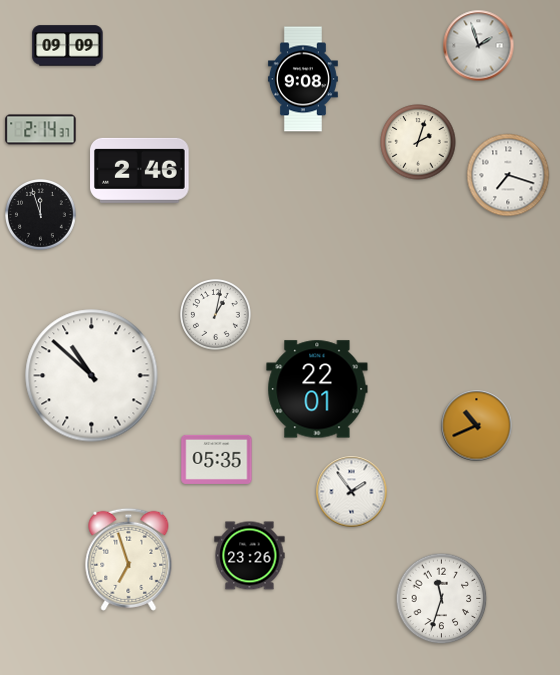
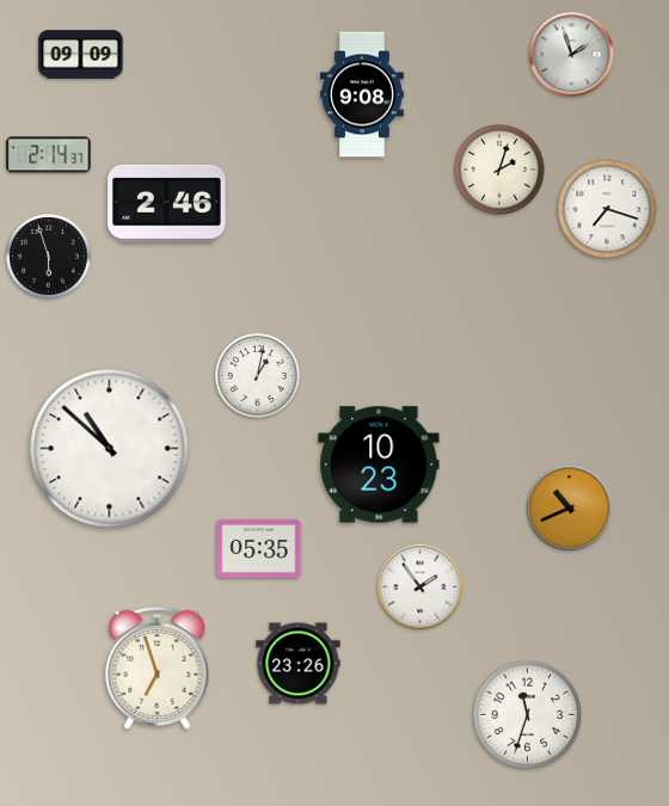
clock at (41, 215): 11:57 -> 5:57
clock at (317, 389): 22:01 -> 10:23
clock at (129, 559) position: (129, 559) -> (158, 667)
